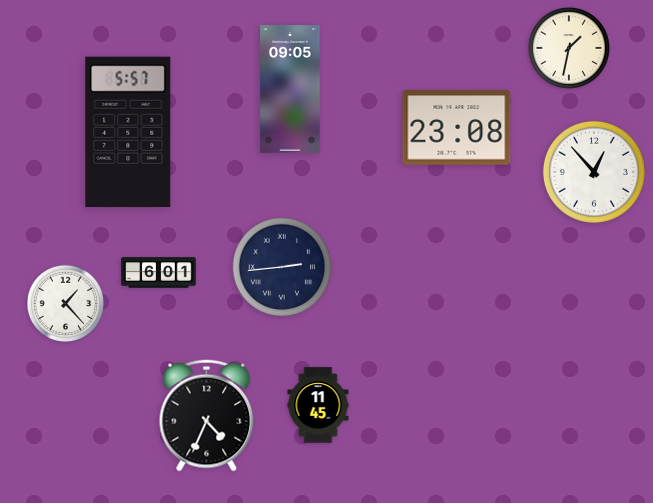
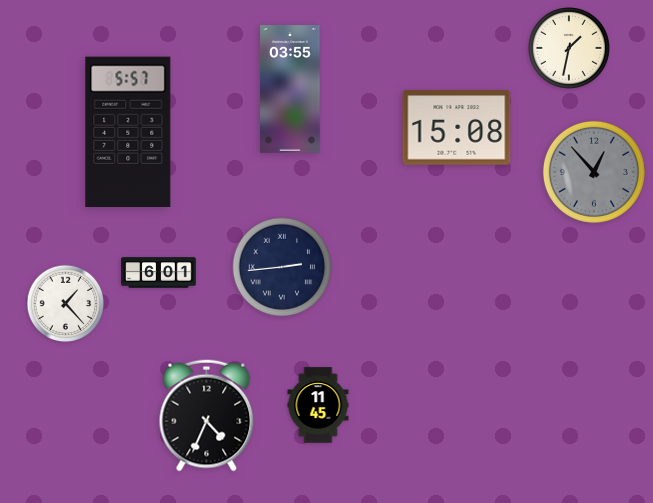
clock at (290, 89): 09:05 -> 03:55
clock at (457, 128): 23:08 -> 15:08
clock at (594, 172) dial: white -> grey
